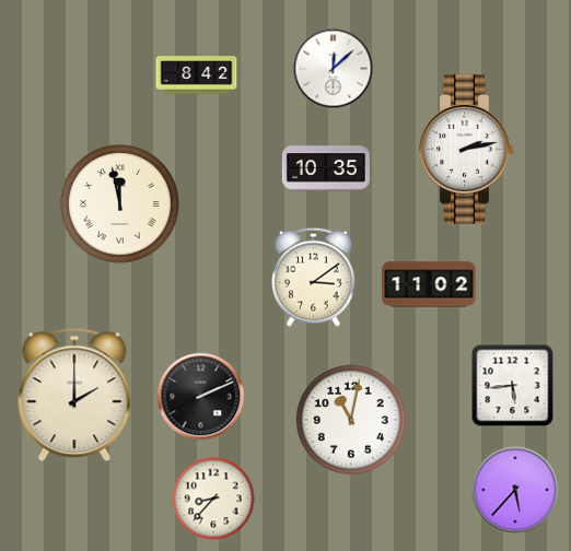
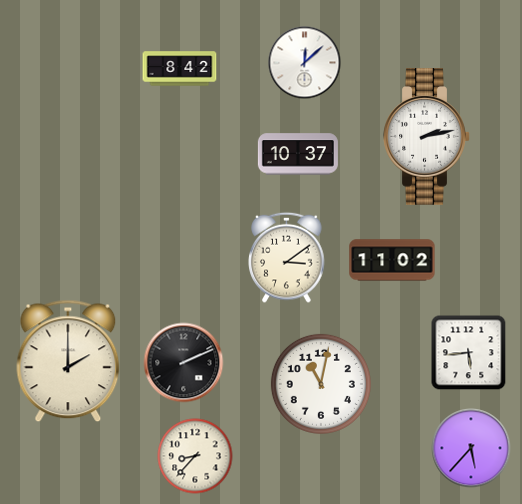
clock at (326, 168): 10:35 -> 10:37
clock at (120, 204): 11:58 -> none
clock at (314, 277) position: (314, 277) -> (287, 257)
